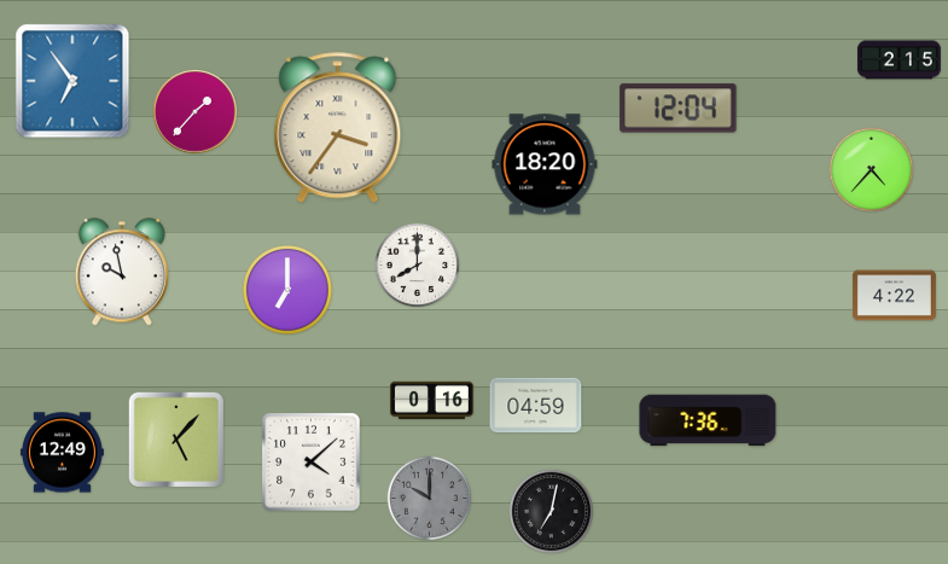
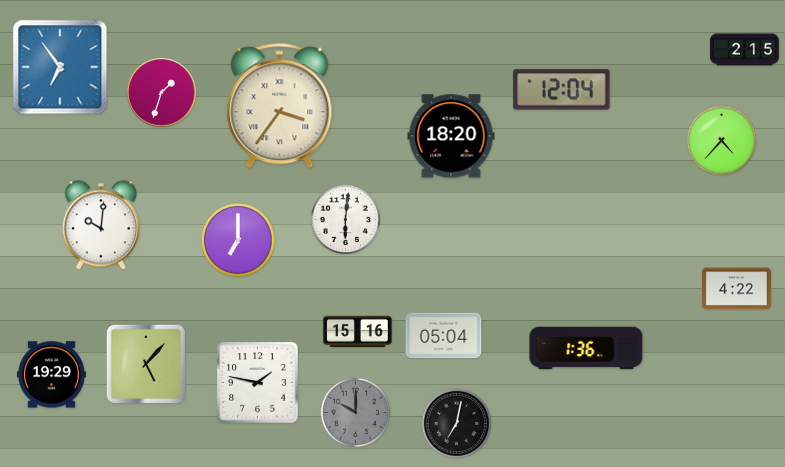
clock at (196, 112): 1:37 -> 1:33
clock at (418, 266): 8:00 -> 6:01
clock at (122, 272): 9:58 -> 10:01
clock at (894, 296) position: (894, 296) -> (736, 289)
clock at (431, 401): 0:16 -> 15:16
clock at (536, 406): 04:59 -> 05:04
clock at (708, 420): 7:36 -> 1:36
clock at (62, 453): 12:49 -> 19:29
clock at (312, 463): 4:08 -> 1:47
